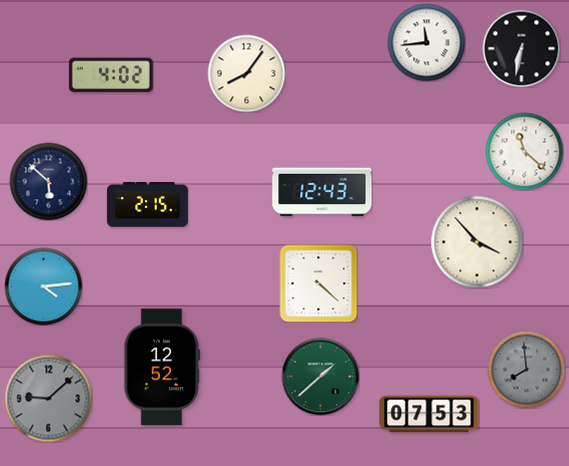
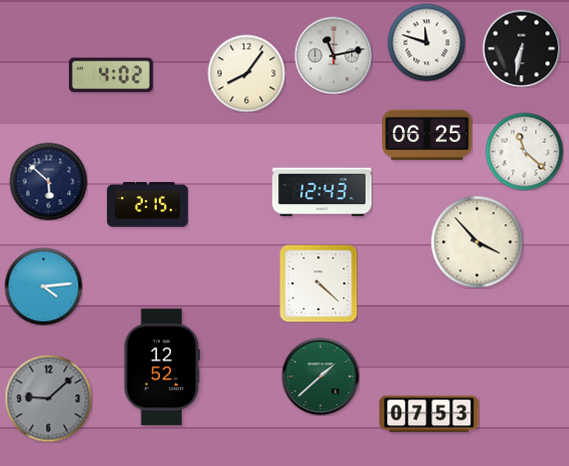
clock at (426, 42): 11:44 -> 11:48
clock at (333, 55): none -> 11:13
clock at (427, 135): none -> 06:25
clock at (526, 369): 7:59 -> none
